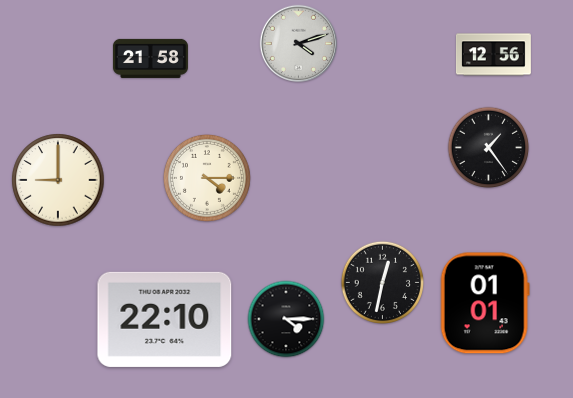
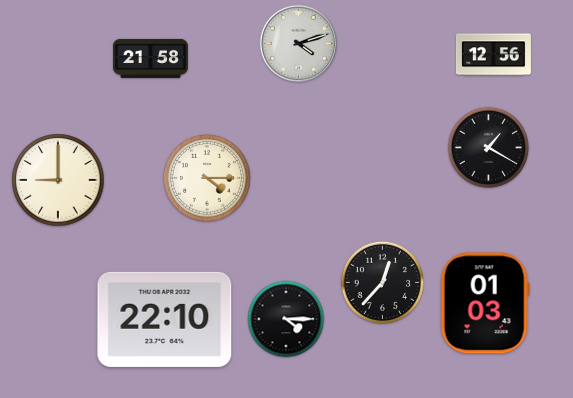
clock at (489, 148): 1:24 -> 1:20
clock at (382, 282): 12:32 -> 12:37
clock at (485, 303): 01:01 -> 01:03
